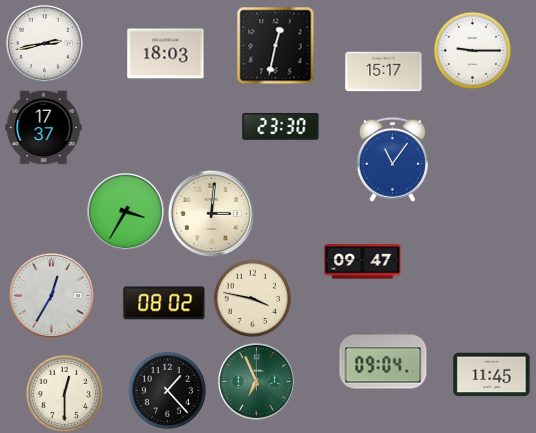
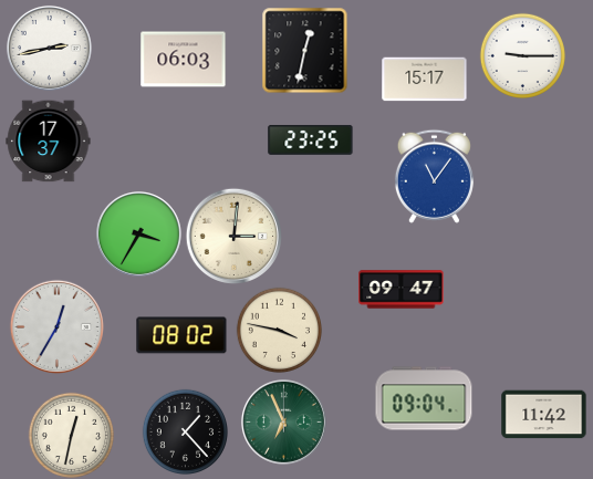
clock at (166, 54): 18:03 -> 06:03
clock at (281, 126): 23:30 -> 23:25
clock at (492, 375): 11:45 -> 11:42
clock at (64, 393): 12:30 -> 12:32
